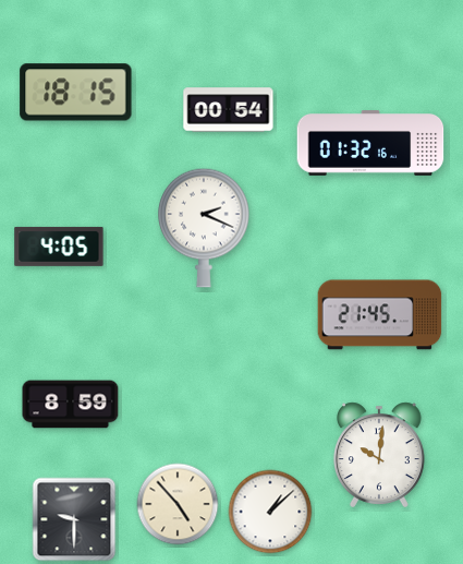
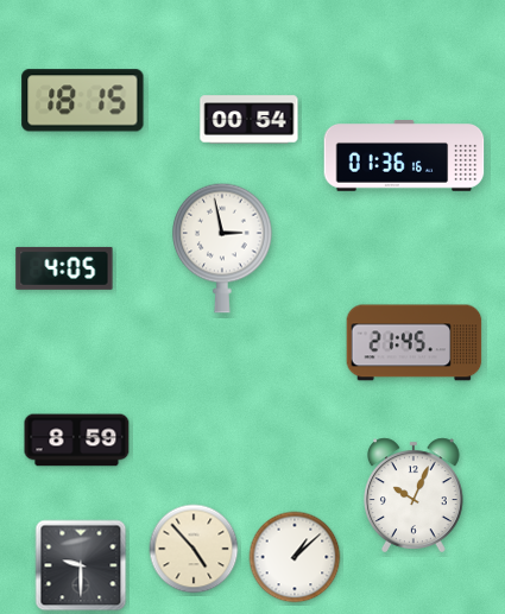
clock at (370, 144): 01:32 -> 01:36
clock at (204, 228): 2:19 -> 2:58
clock at (379, 455): 10:01 -> 10:04
